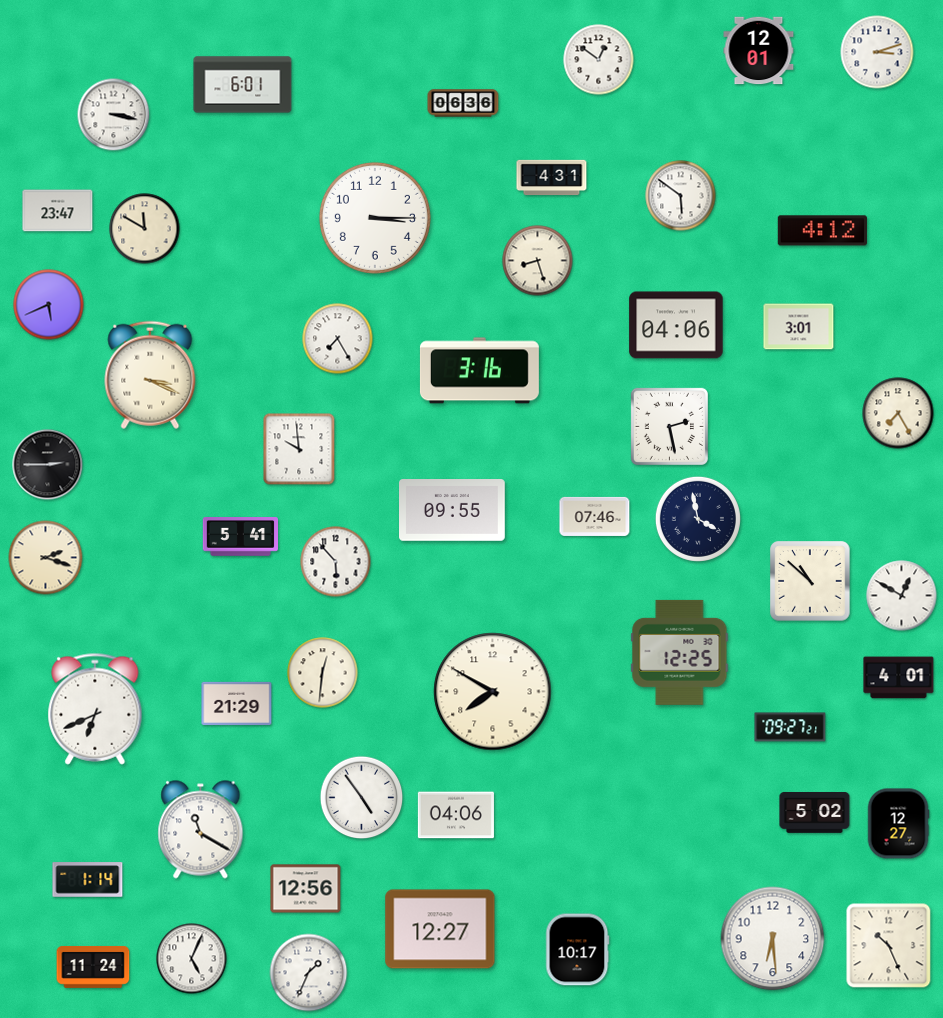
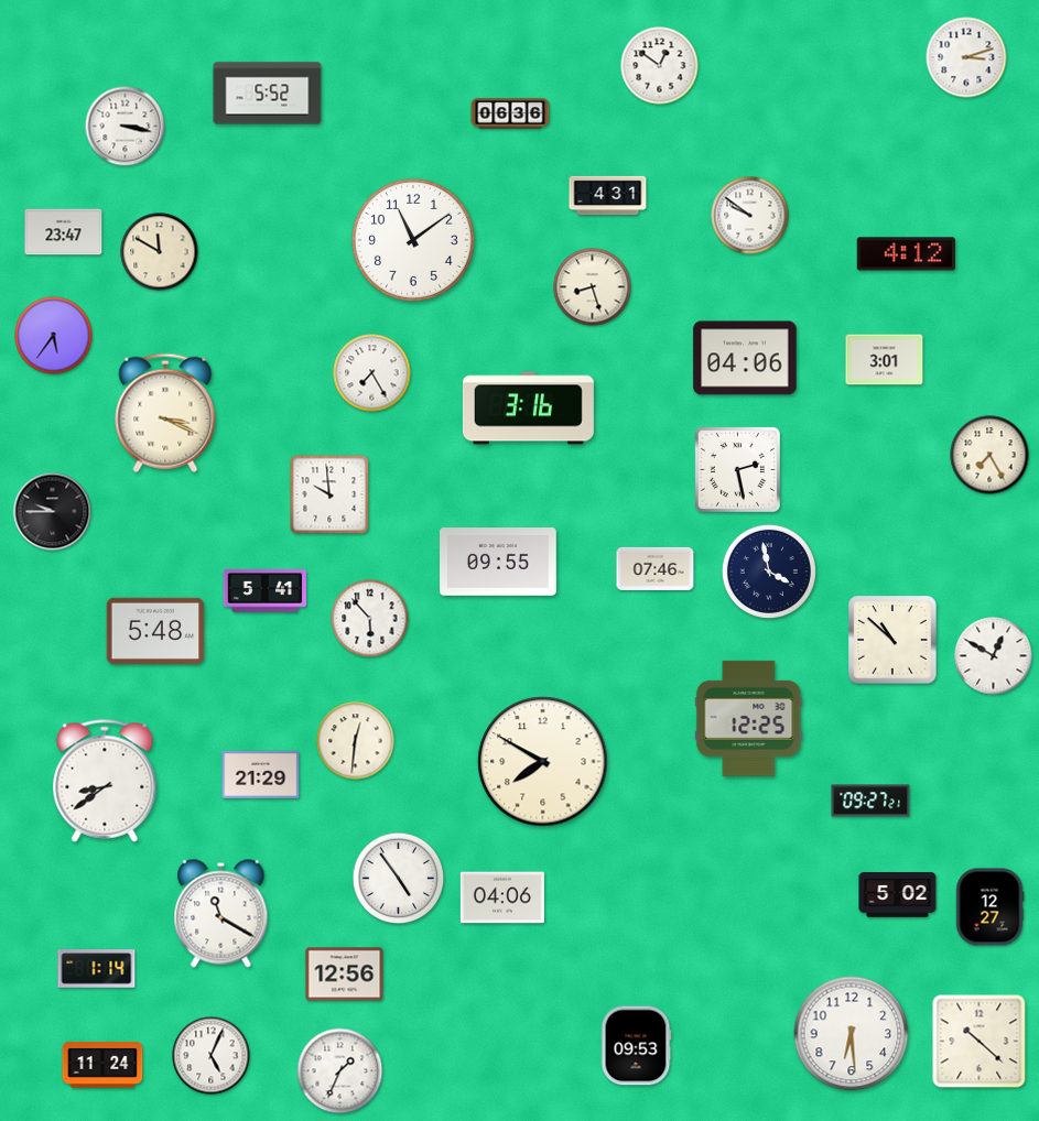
clock at (759, 51): 12:01 -> none
clock at (243, 85): 6:01 -> 5:52
clock at (681, 196): 5:51 -> 9:51
clock at (375, 218): 3:15 -> 11:09
clock at (49, 305): 5:41 -> 5:36
clock at (799, 327) position: (799, 327) -> (885, 360)
clock at (48, 465): 2:45 -> 9:45
clock at (46, 558): 2:18 -> none
clock at (155, 631): none -> 5:48
clock at (899, 678): 4:01 -> none
clock at (95, 709): 6:41 -> 8:39
clock at (306, 889) position: (306, 889) -> (345, 975)
clock at (440, 929): 12:27 -> none
clock at (889, 946): 10:26 -> 10:22
clock at (577, 950): 10:17 -> 09:53
